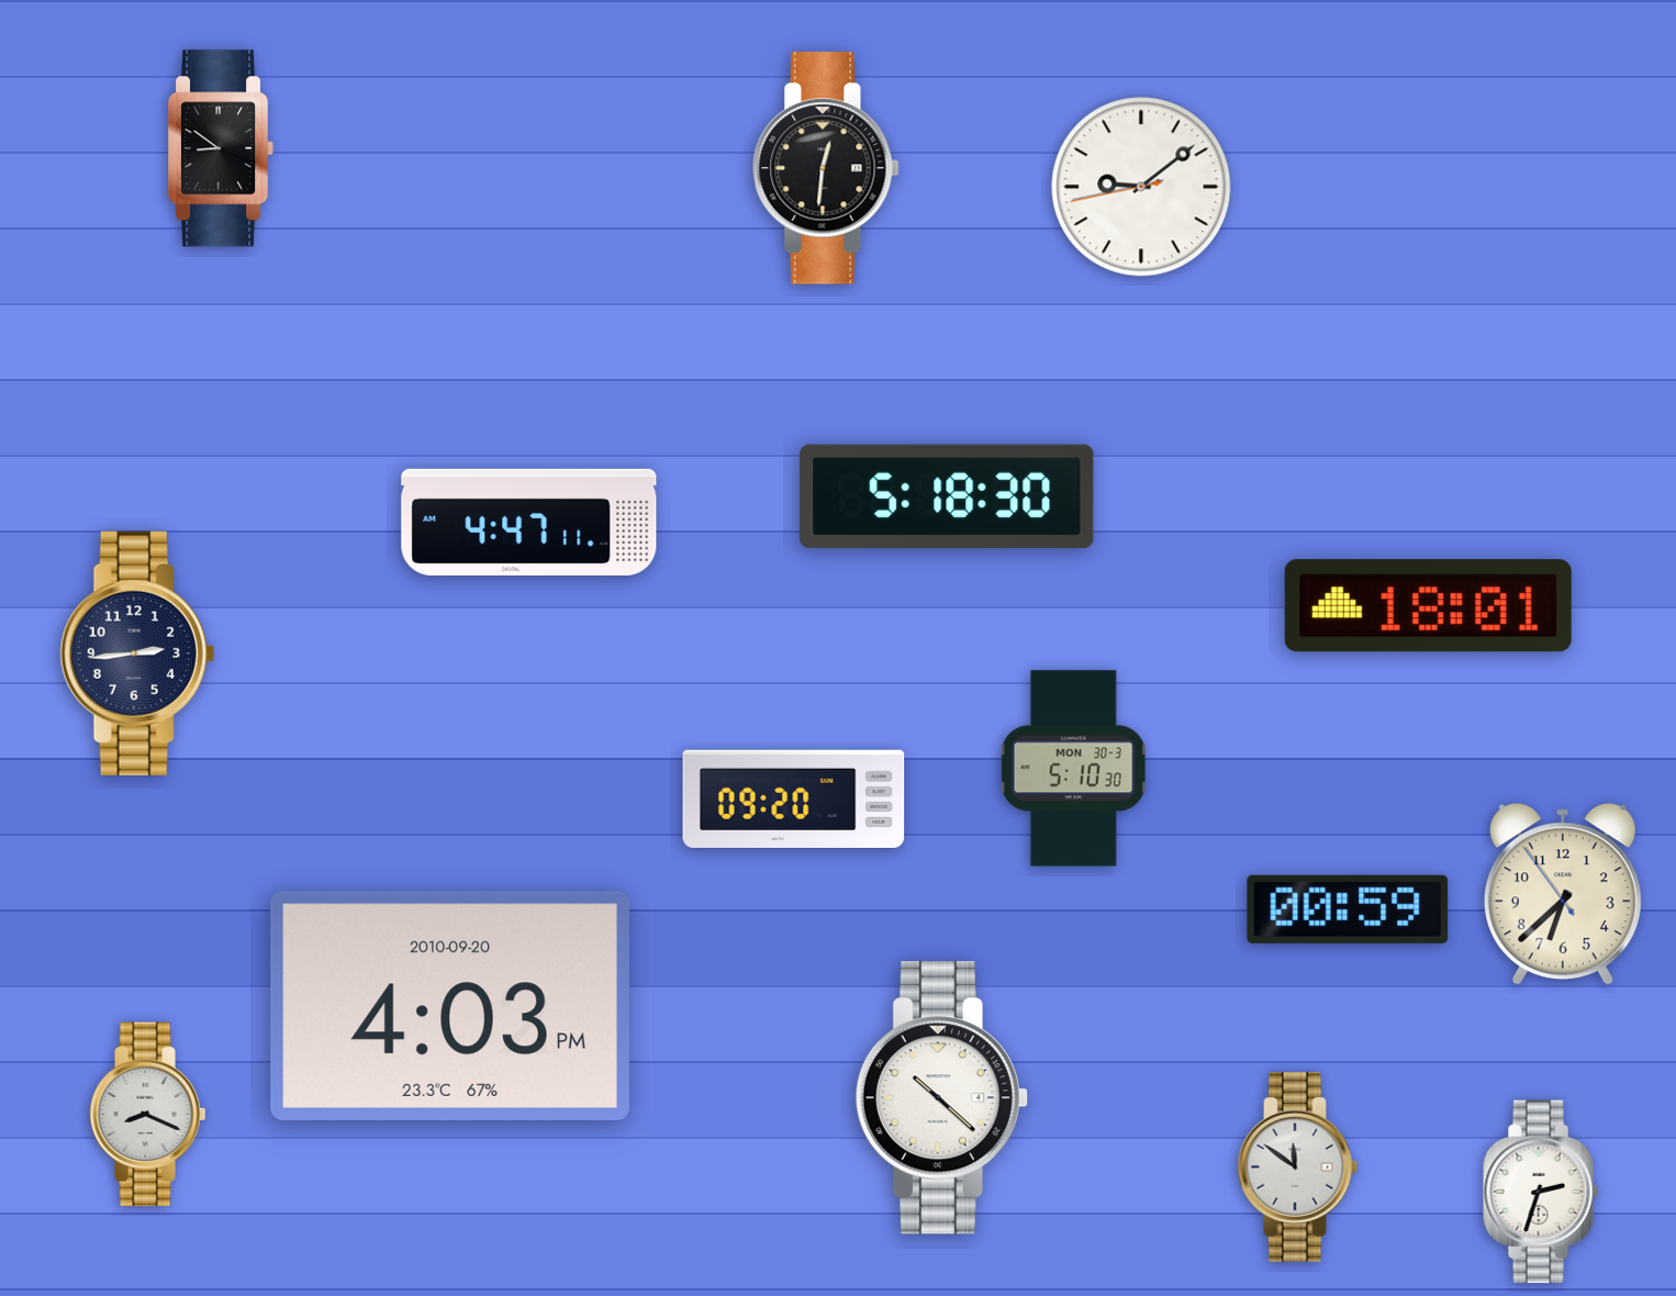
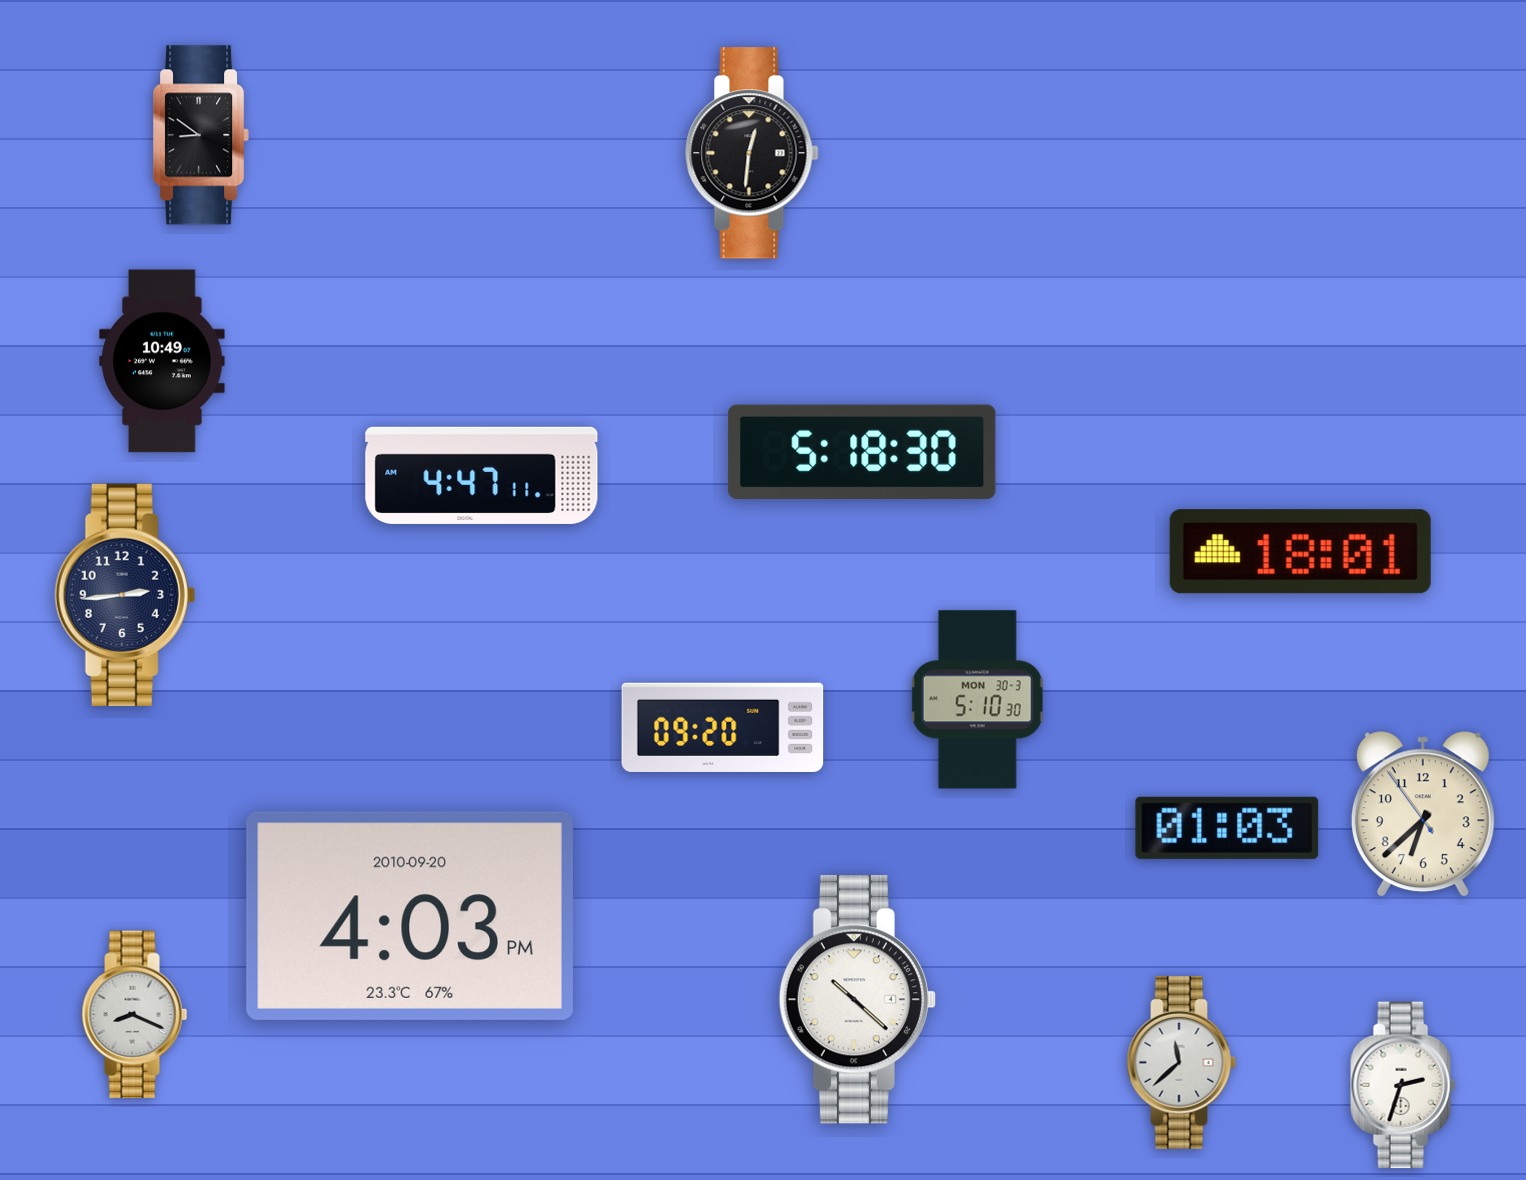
clock at (1141, 187): 9:08 -> none
clock at (162, 361): none -> 10:49
clock at (1348, 909): 00:59 -> 01:03
clock at (1298, 1166): 11:51 -> 11:38
